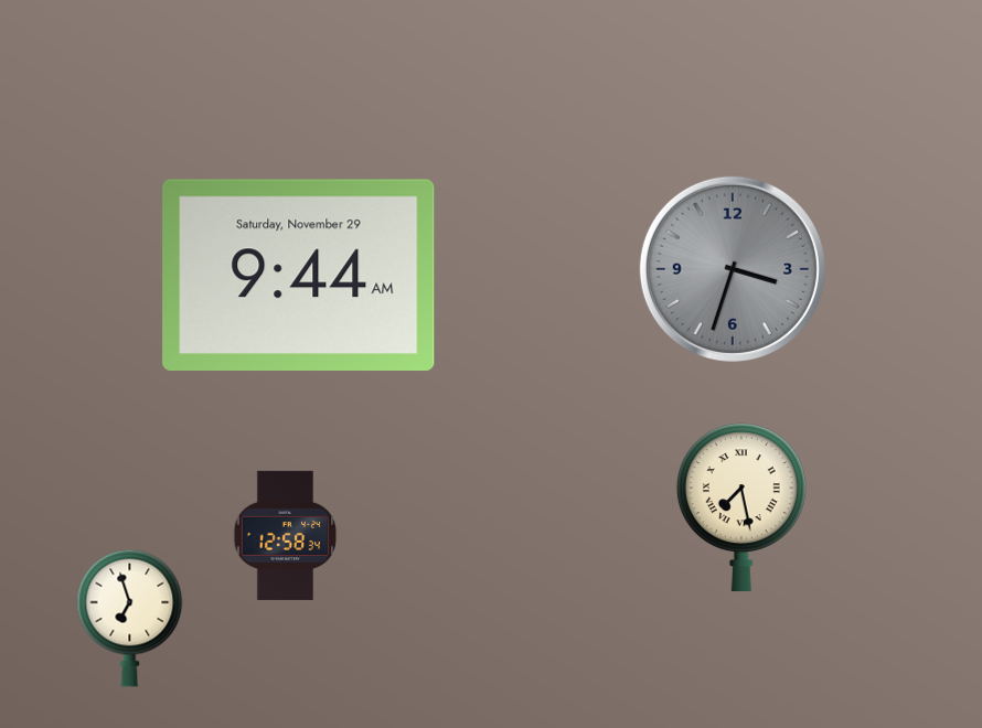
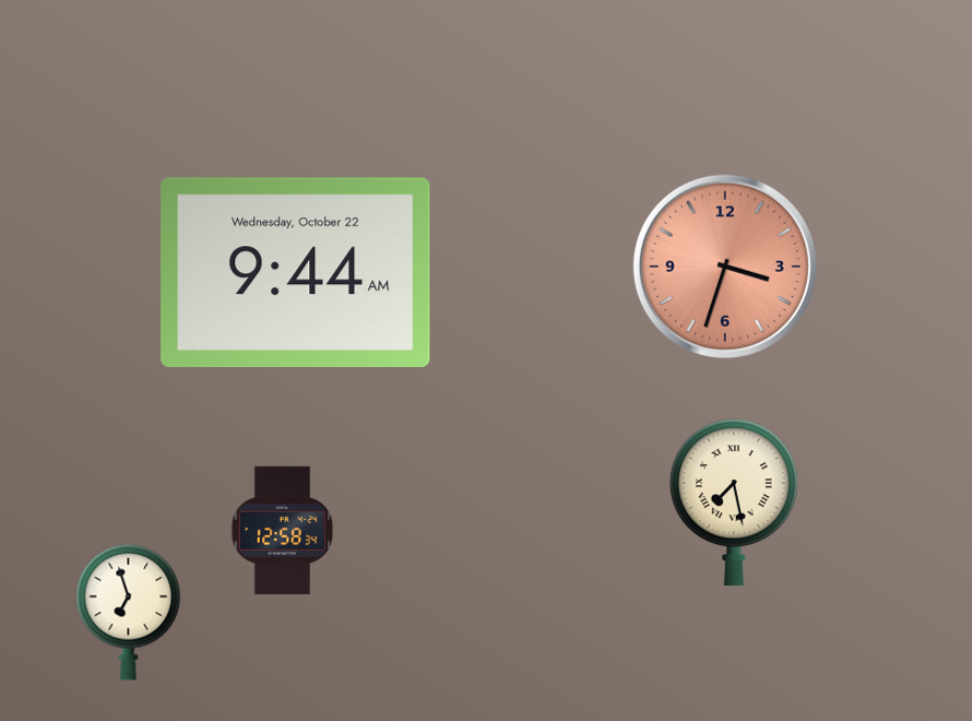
clock at (733, 269) dial: grey -> salmon
clock at (299, 275) date: Saturday, November 29 -> Wednesday, October 22
